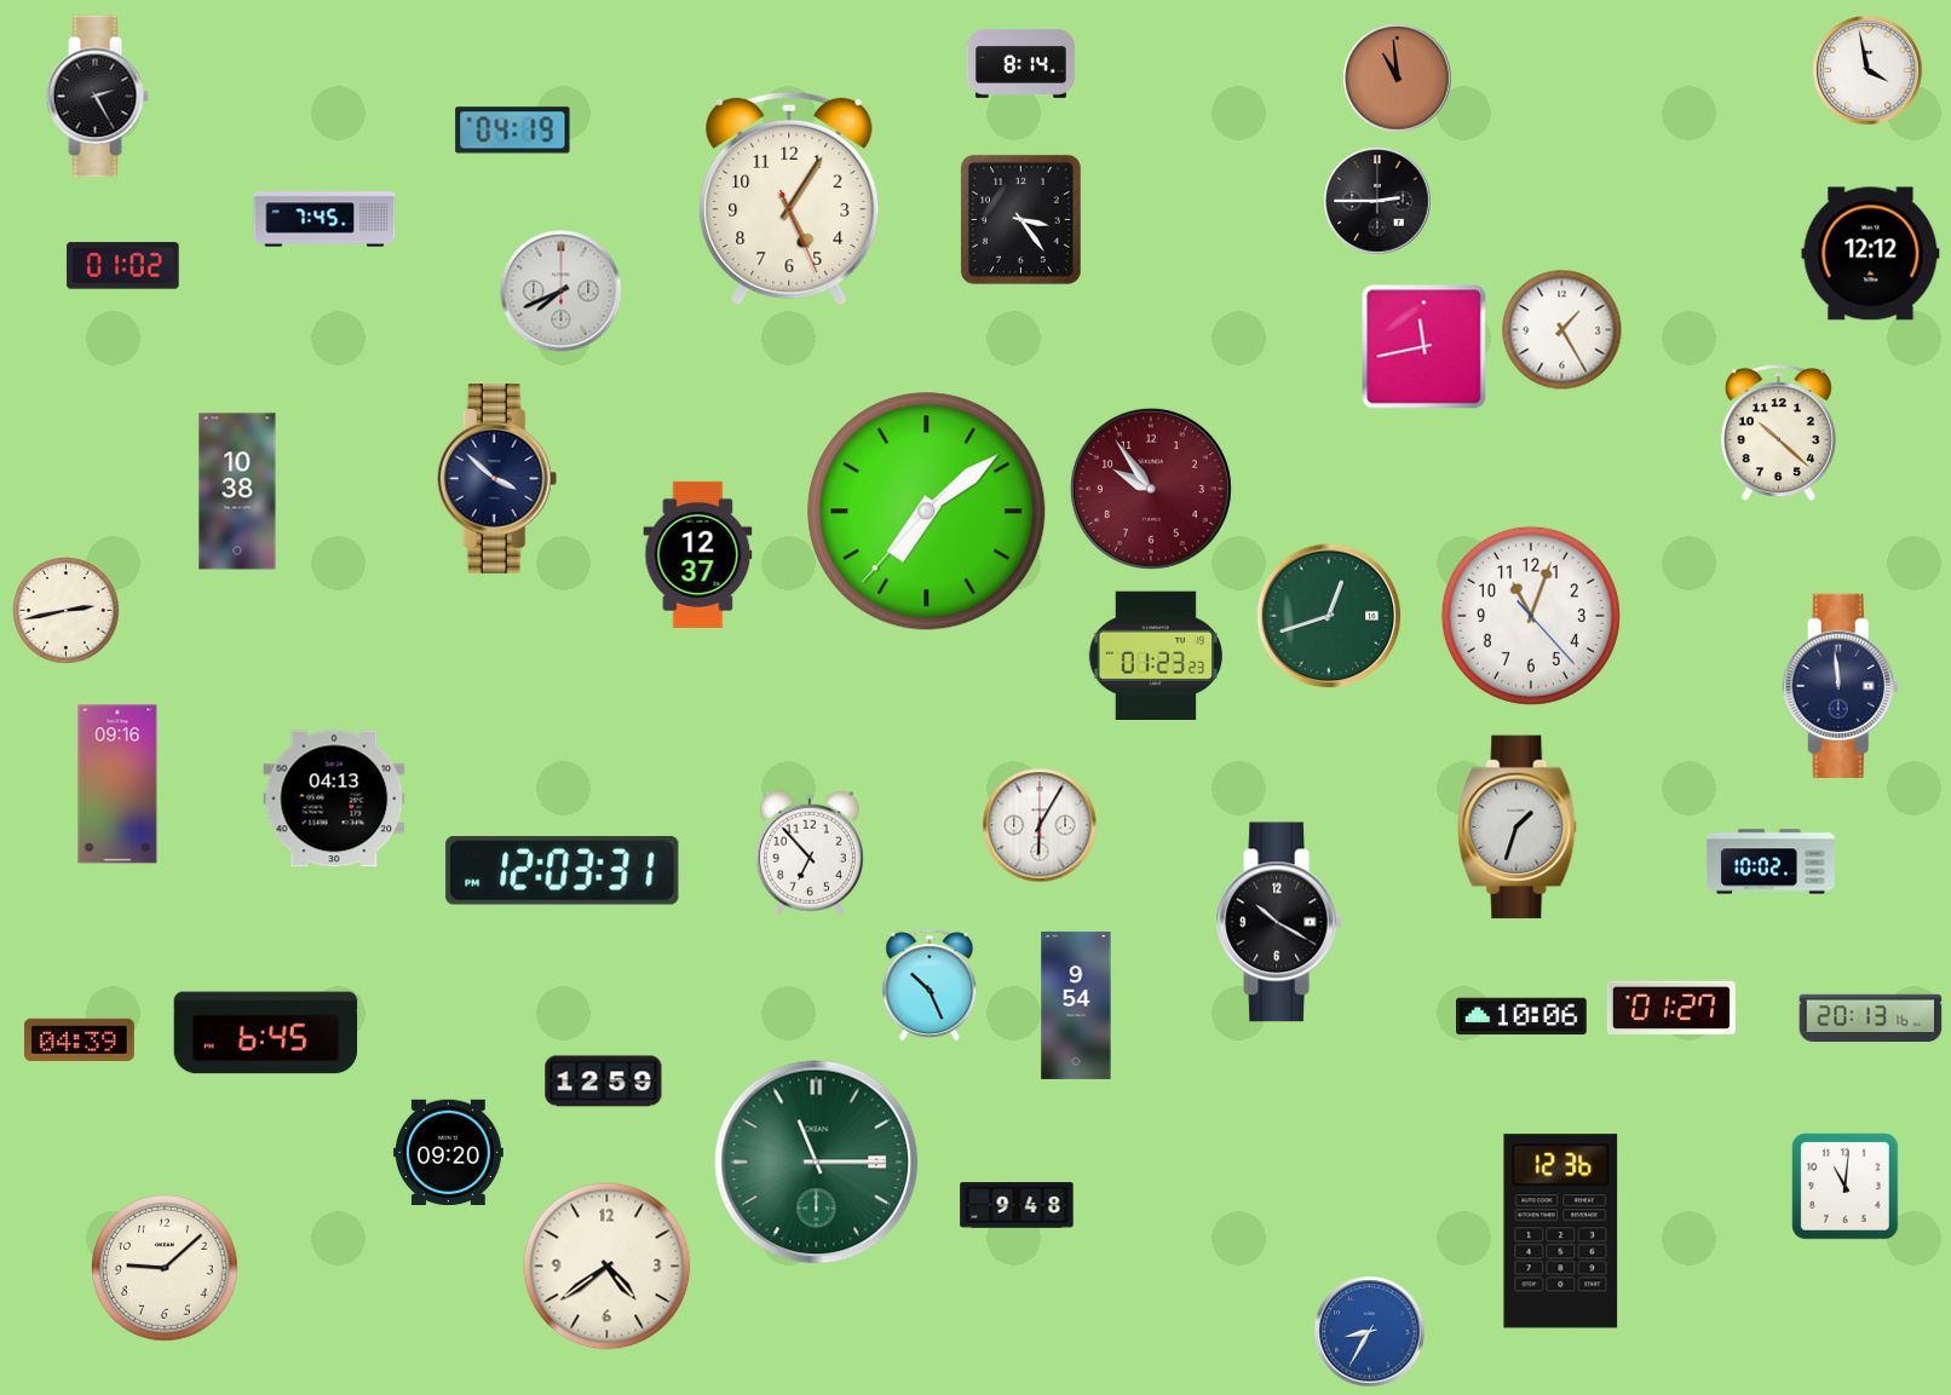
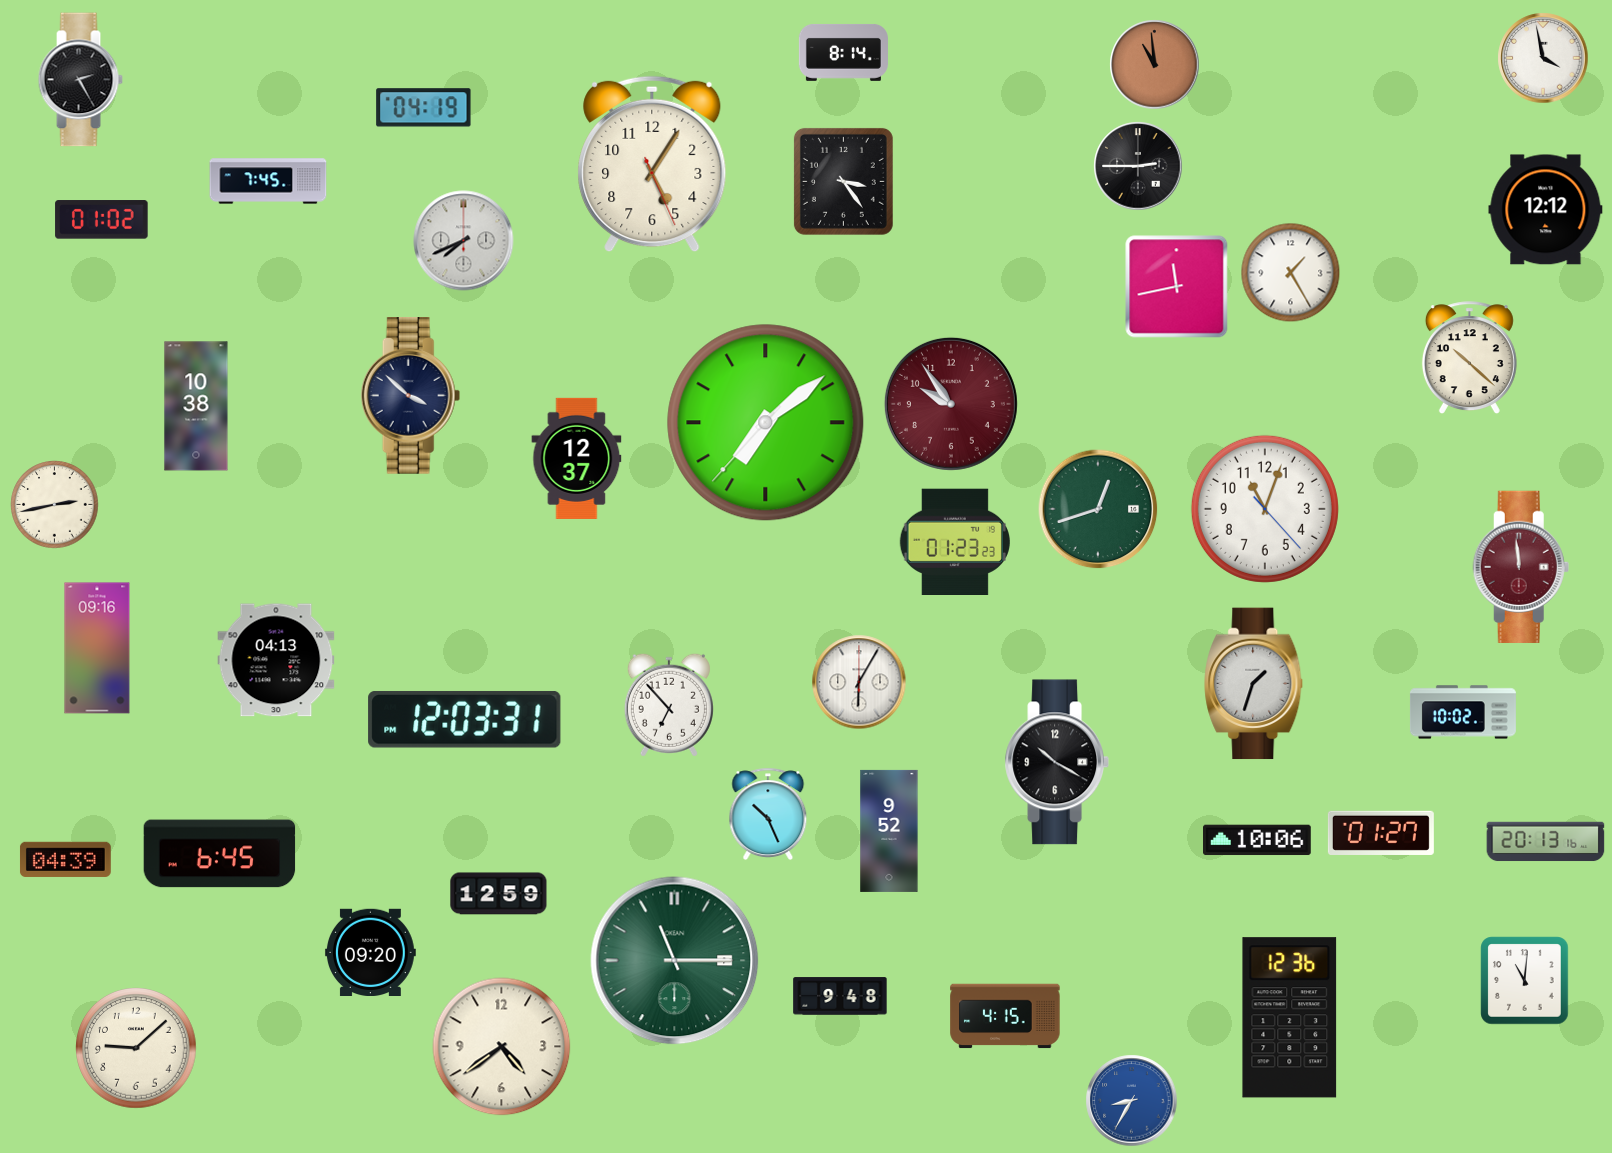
clock at (1841, 686) dial: navy -> burgundy
clock at (1076, 1005): 9:54 -> 9:52
clock at (1005, 1016): none -> 4:15
